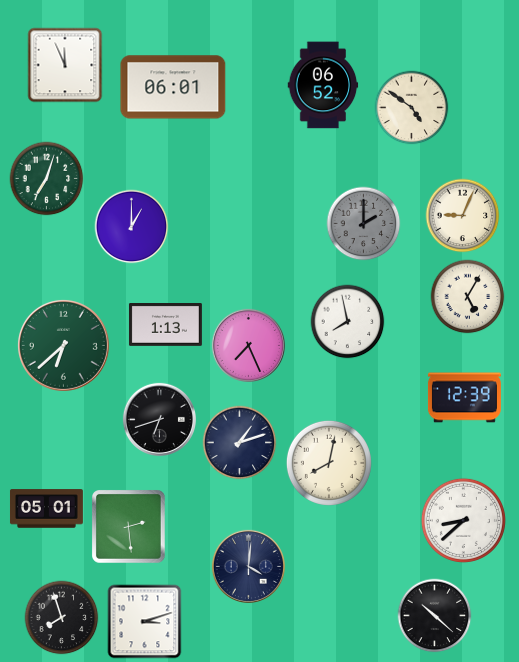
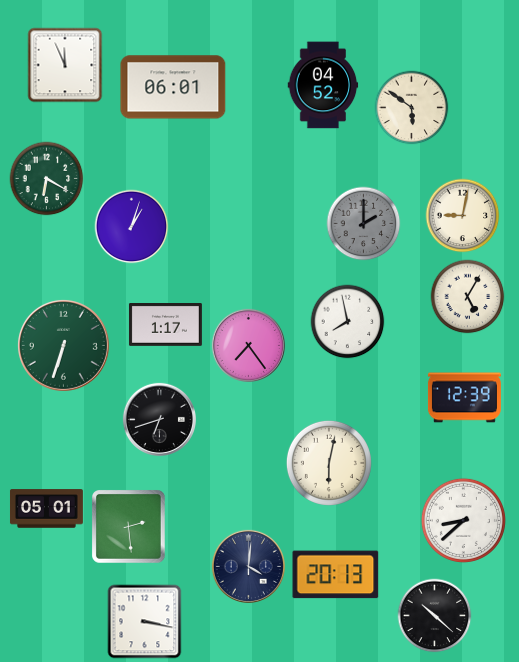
clock at (323, 85): 06:52 -> 04:52
clock at (412, 108): 4:51 -> 5:51
clock at (47, 179): 7:03 -> 6:20
clock at (463, 216): 9:04 -> 9:02
clock at (132, 227): 1:00 -> 1:03
clock at (165, 325): 1:13 -> 1:17
clock at (63, 345): 6:38 -> 6:33
clock at (248, 345): 7:26 -> 7:24
clock at (240, 443): 1:12 -> none
clock at (329, 463): 8:02 -> 6:02
clock at (336, 575): none -> 20:13
clock at (62, 618): 7:57 -> none
clock at (145, 622): 3:12 -> 3:17
